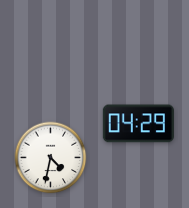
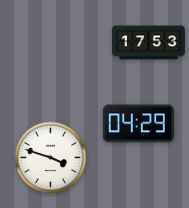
clock at (149, 43): none -> 17:53
clock at (51, 158): 4:32 -> 3:48
